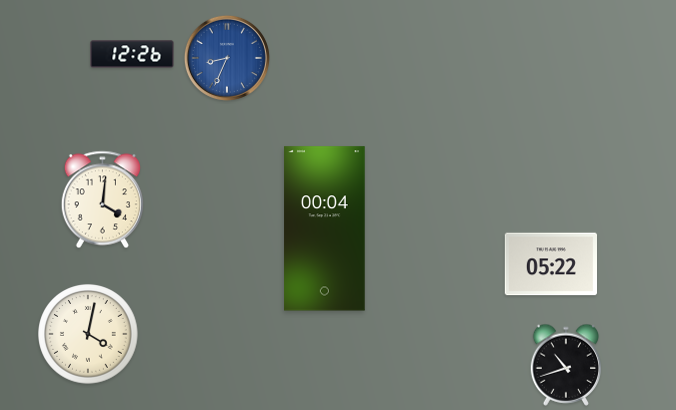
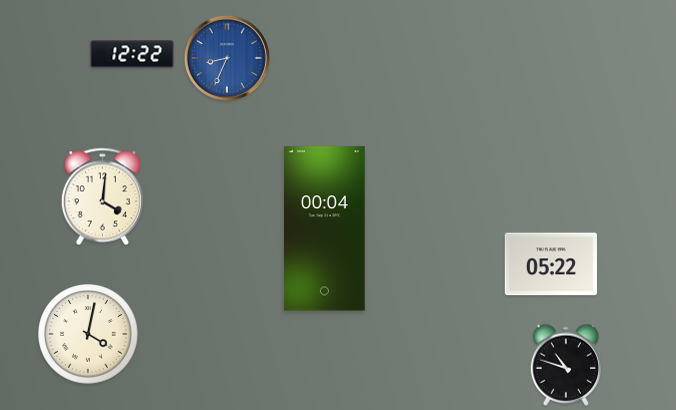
clock at (132, 54): 12:26 -> 12:22
clock at (102, 200) position: (102, 200) -> (102, 197)
clock at (566, 365): 10:42 -> 10:48
